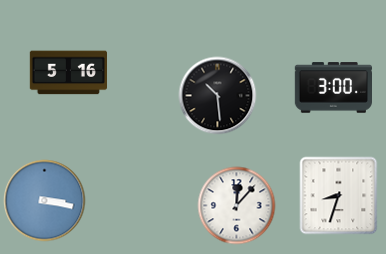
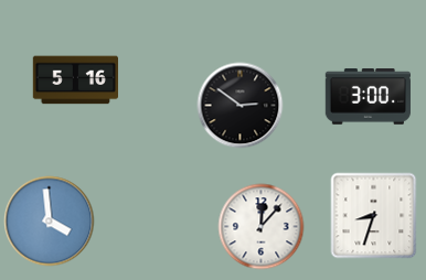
clock at (217, 95): 10:29 -> 2:51
clock at (44, 200): 3:17 -> 3:59
